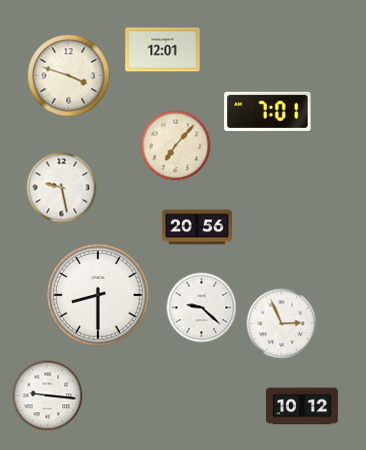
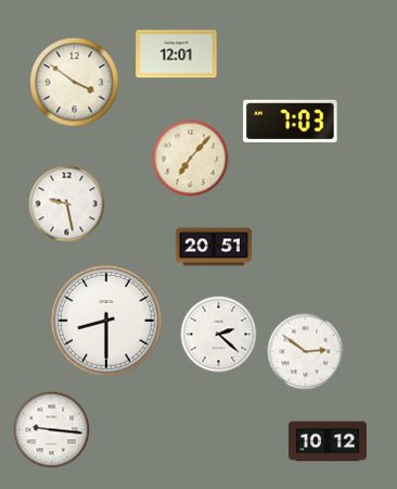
clock at (69, 76): 3:48 -> 3:51
clock at (268, 111): 7:01 -> 7:03
clock at (196, 227): 20:56 -> 20:51
clock at (202, 308): 9:22 -> 2:22
clock at (282, 324): 2:56 -> 2:51
